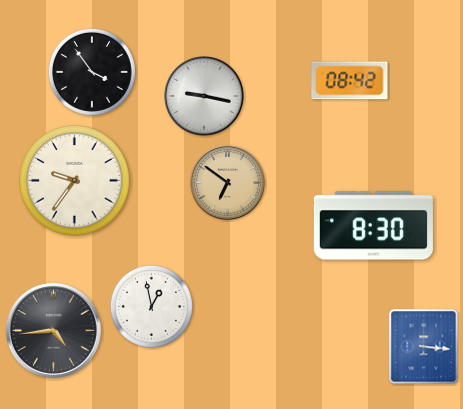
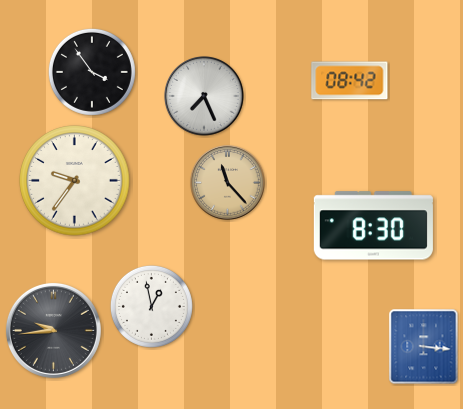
clock at (204, 96): 9:17 -> 7:26
clock at (228, 183): 6:51 -> 11:23
clock at (53, 330): 4:44 -> 9:44
